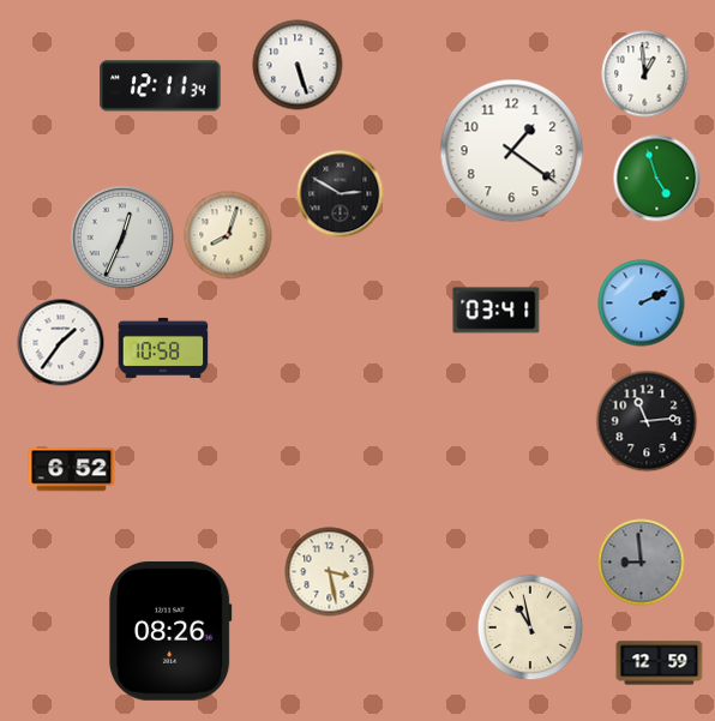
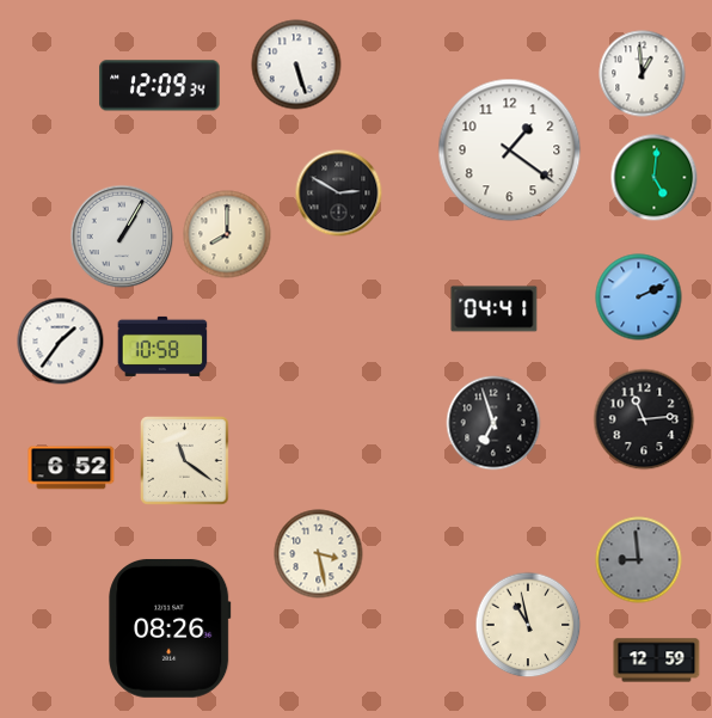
clock at (161, 86): 12:11 -> 12:09
clock at (657, 179): 4:57 -> 5:01
clock at (228, 235): 8:03 -> 8:00
clock at (122, 238): 12:34 -> 1:05
clock at (642, 304) position: (642, 304) -> (639, 297)
clock at (497, 311): 03:41 -> 04:41
clock at (493, 423): none -> 6:57
clock at (185, 461): none -> 11:21
clock at (330, 572) position: (330, 572) -> (319, 554)
